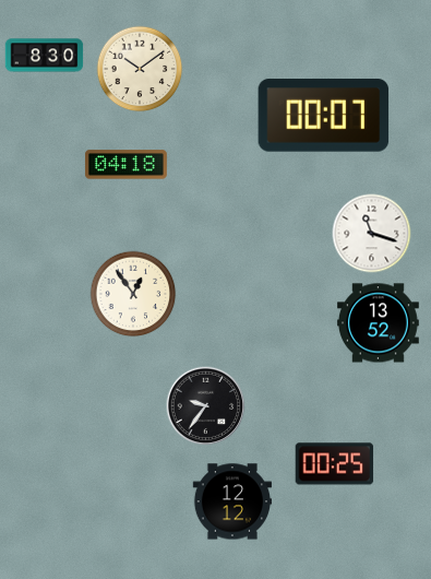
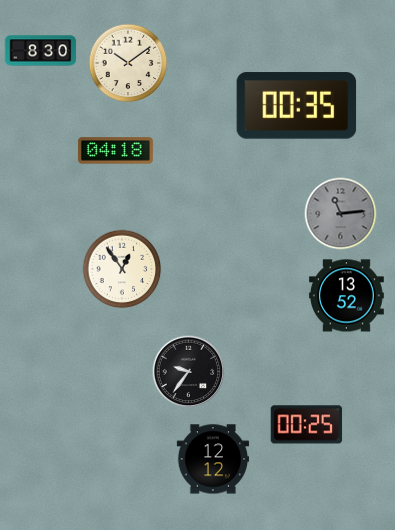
clock at (324, 116): 00:07 -> 00:35
clock at (372, 234): 11:18 -> 11:14
clock at (372, 234) dial: white -> grey
